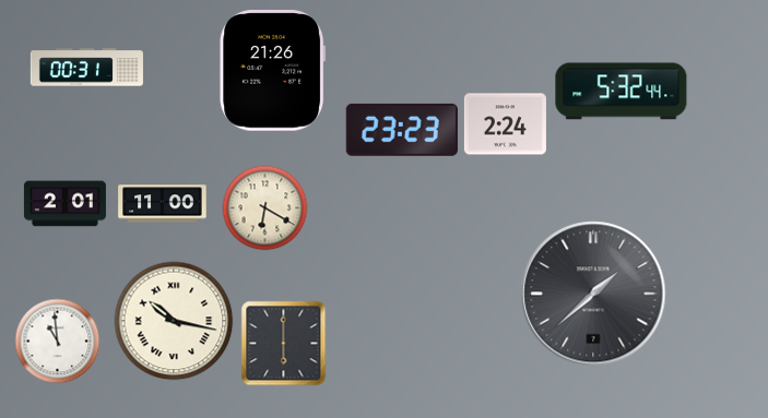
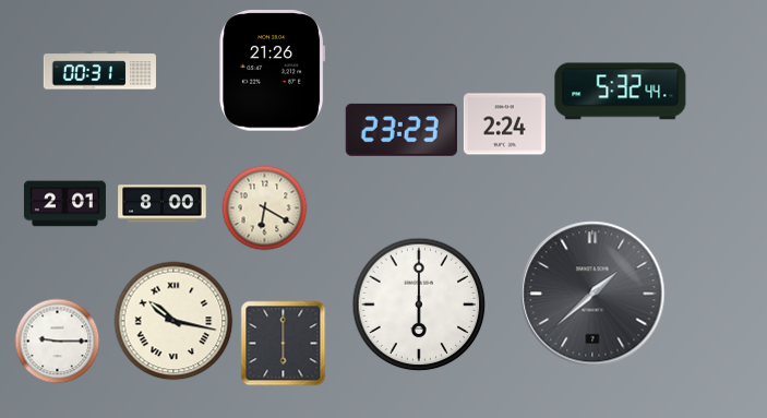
clock at (86, 68) position: (86, 68) -> (99, 71)
clock at (163, 204): 11:00 -> 8:00
clock at (419, 304): none -> 6:00
clock at (58, 342): 10:59 -> 9:15
